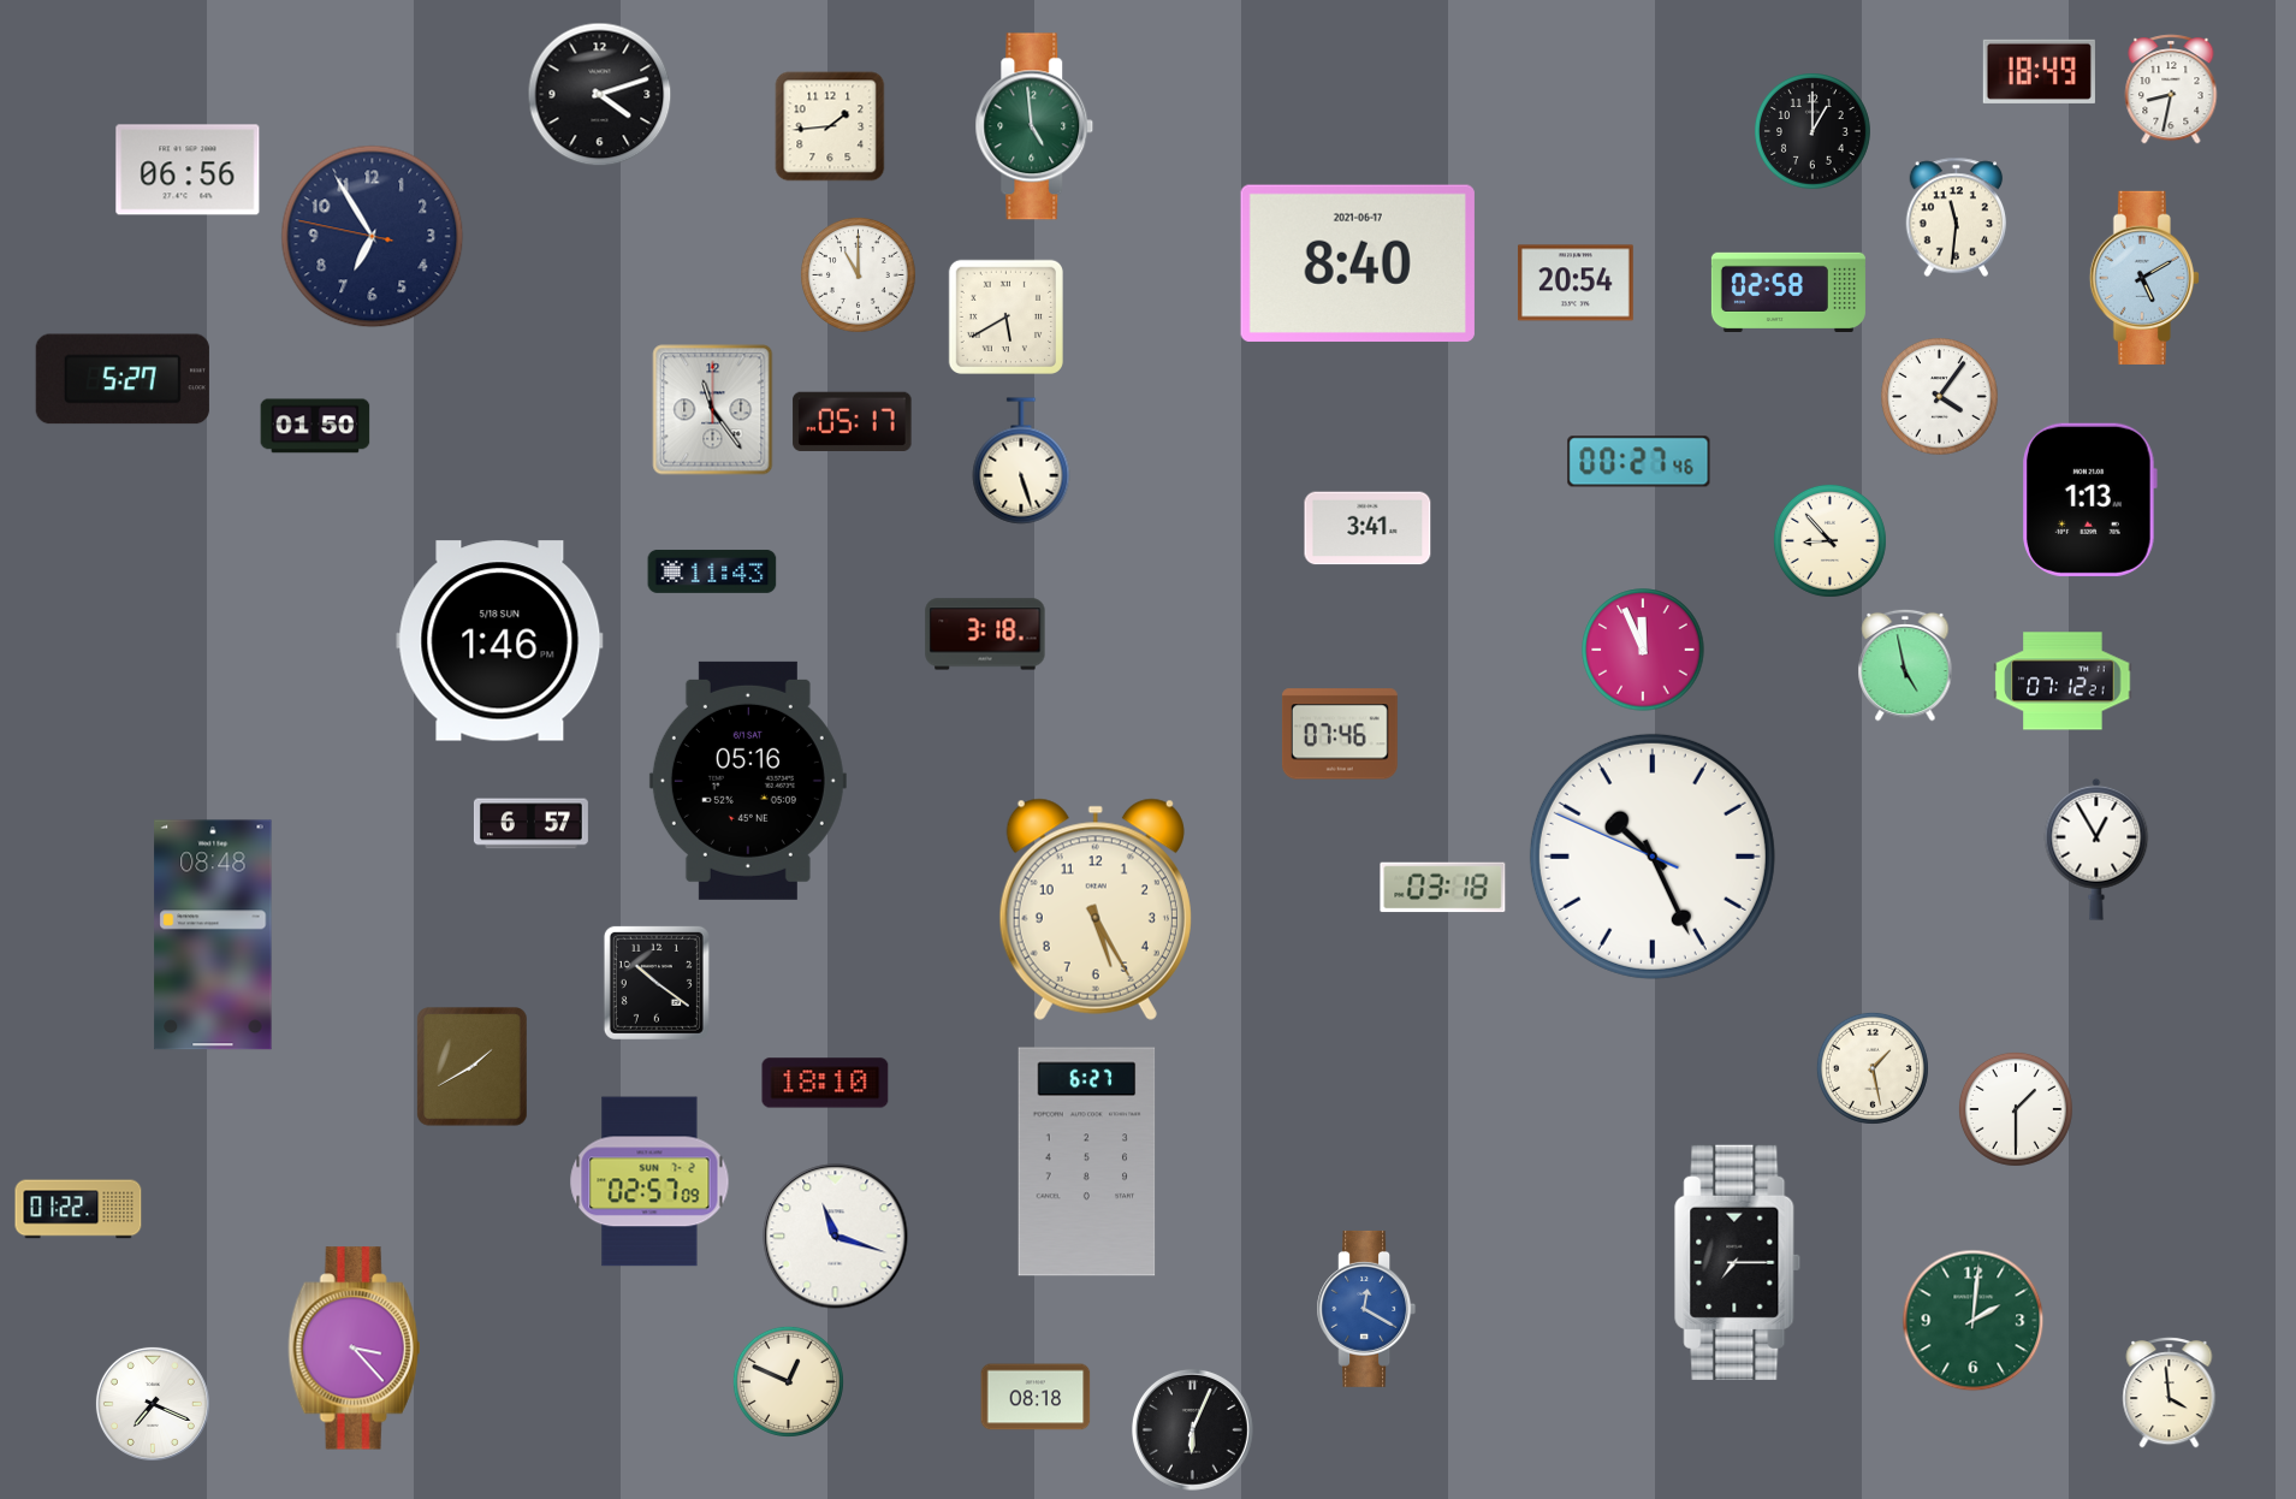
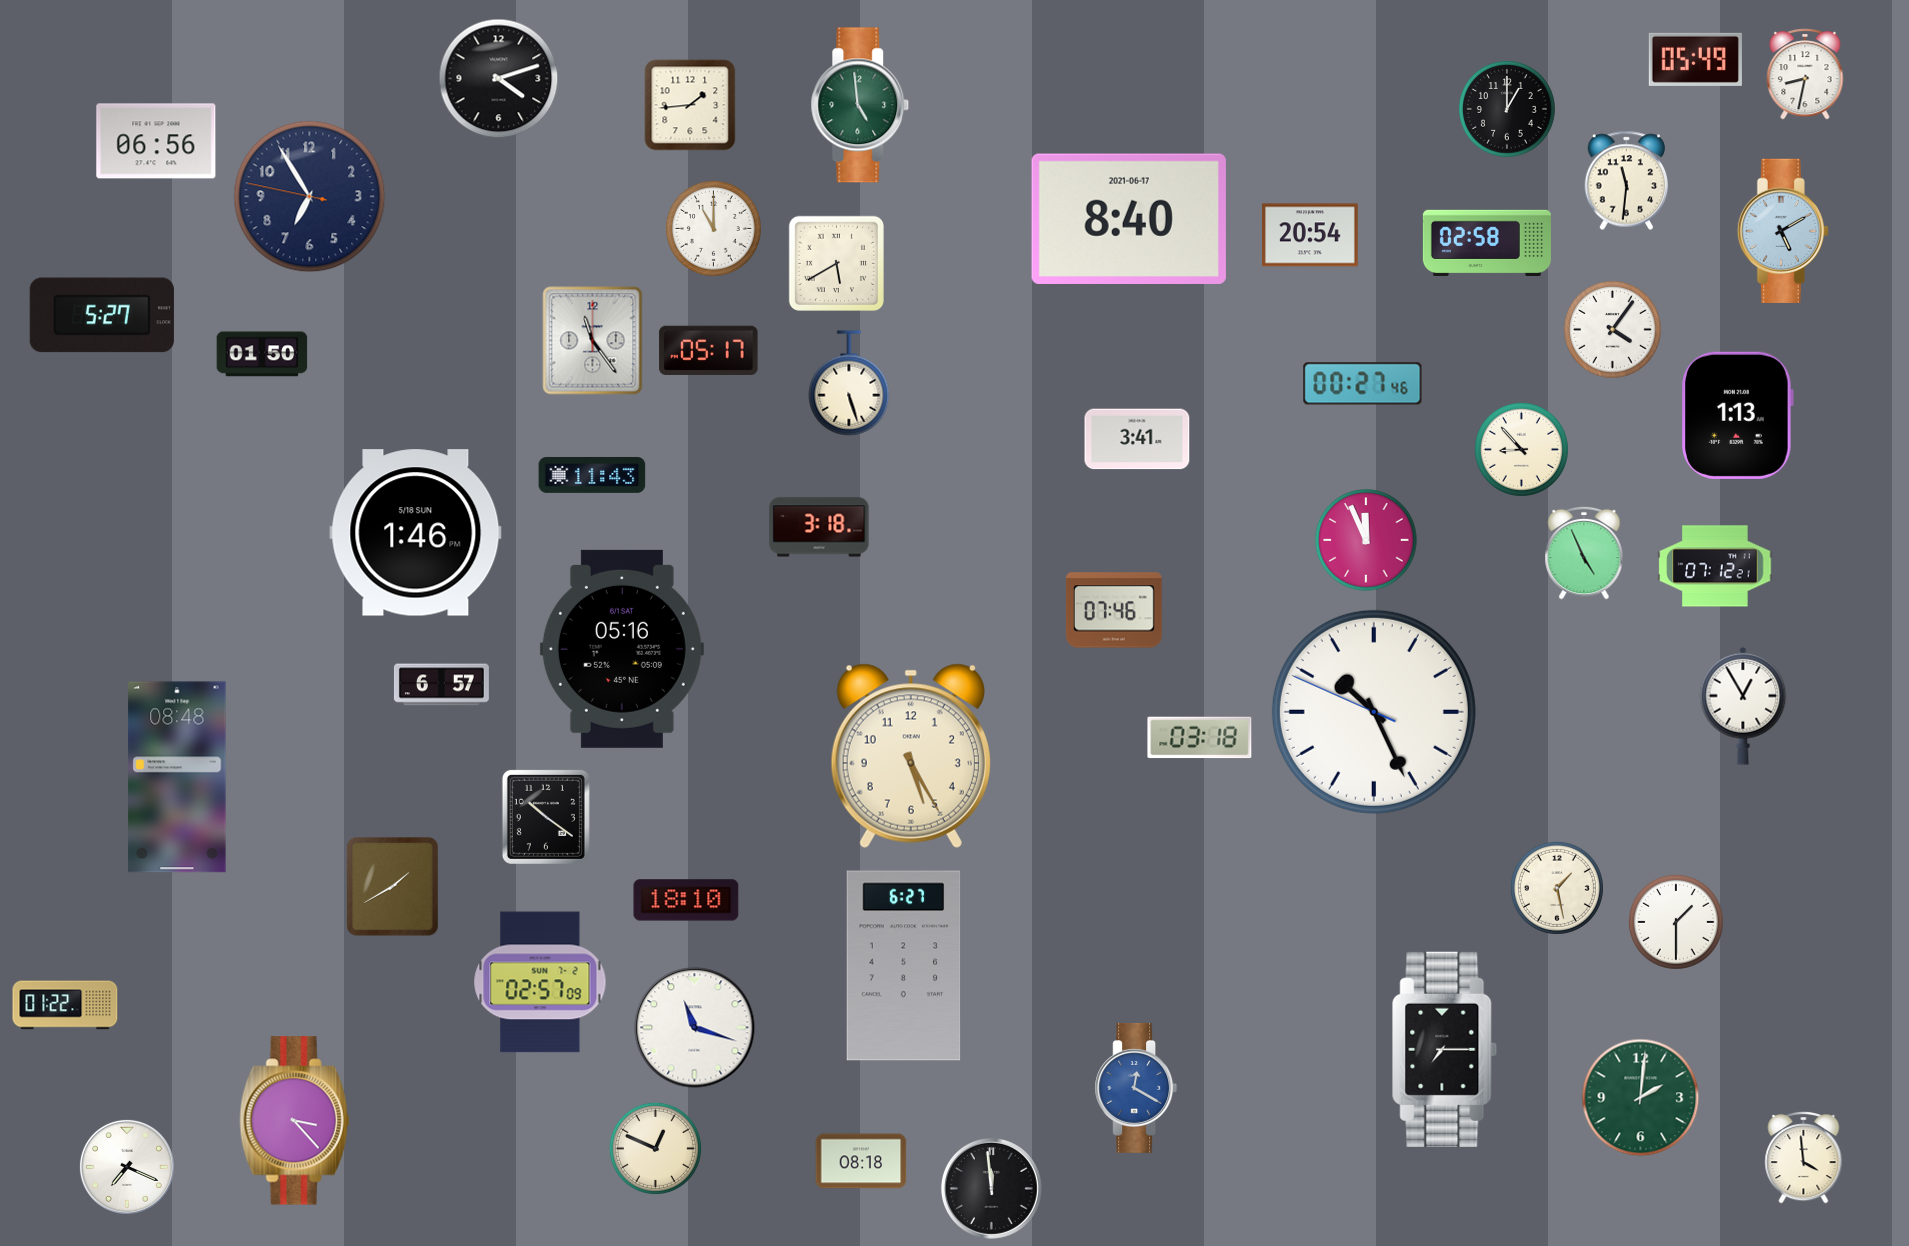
clock at (2039, 71): 18:49 -> 05:49
clock at (1905, 665): 4:58 -> 4:56
clock at (1192, 1429): 6:04 -> 11:59
